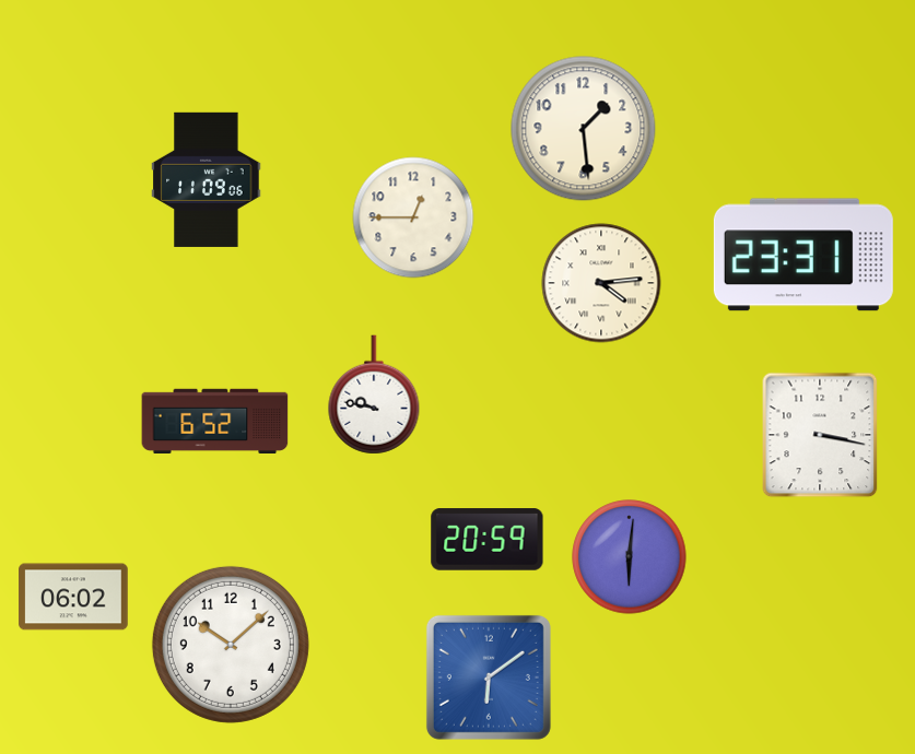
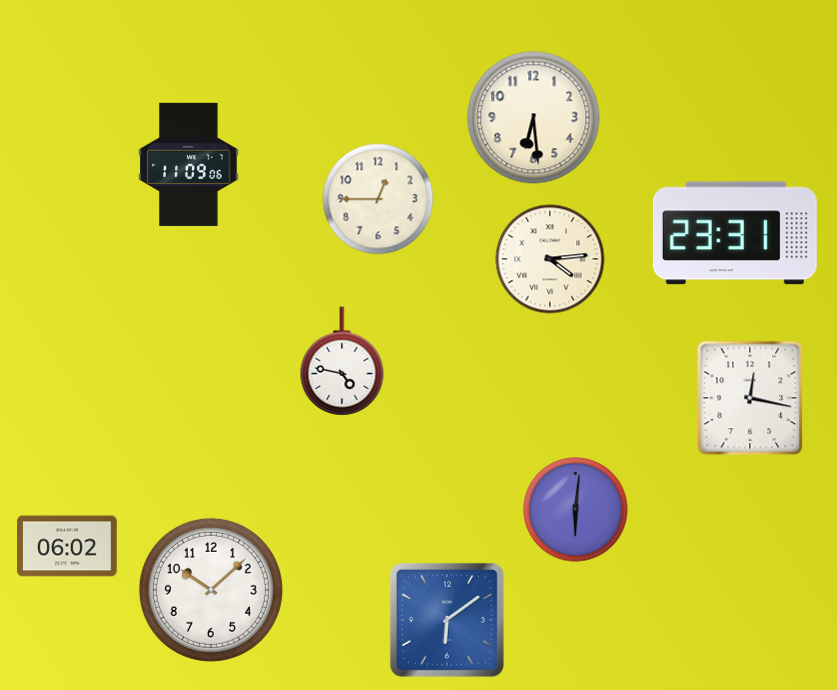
clock at (584, 129): 1:29 -> 6:29
clock at (374, 394): 9:47 -> 4:47
clock at (215, 421): 6:52 -> none
clock at (820, 435): 3:17 -> 12:17
clock at (488, 540): 20:59 -> none
